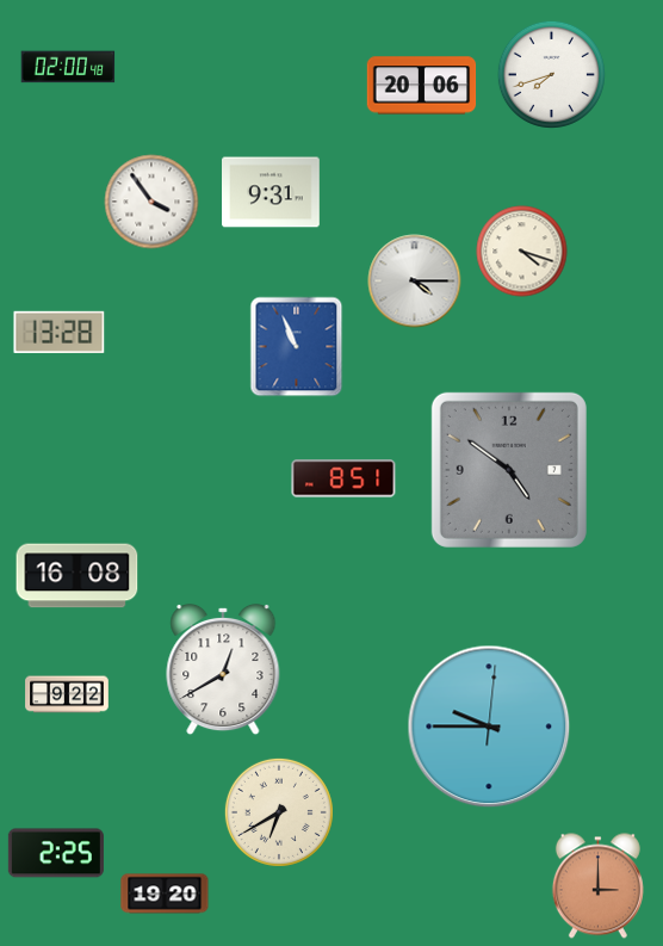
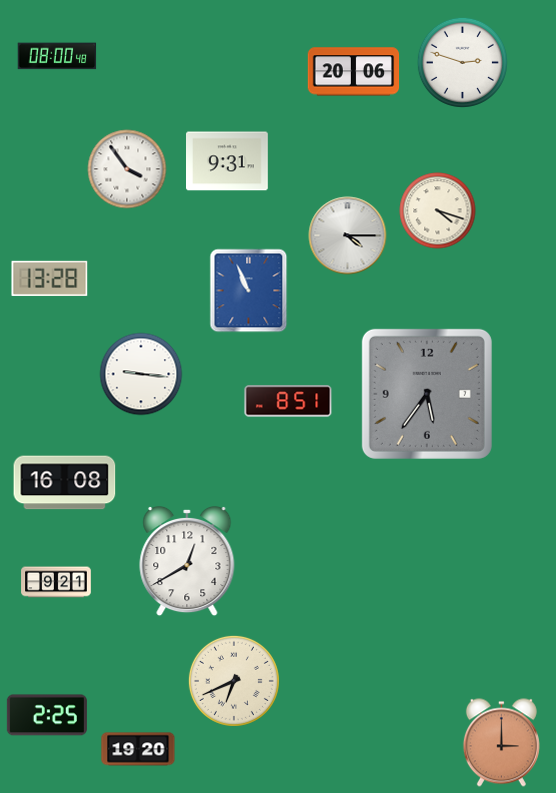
clock at (68, 67): 02:00 -> 08:00
clock at (551, 74): 7:42 -> 2:48
clock at (141, 374): none -> 9:16
clock at (509, 470): 4:51 -> 5:36
clock at (67, 694): 9:22 -> 9:21
clock at (489, 726): 9:45 -> none
clock at (279, 812): 6:40 -> 6:41
